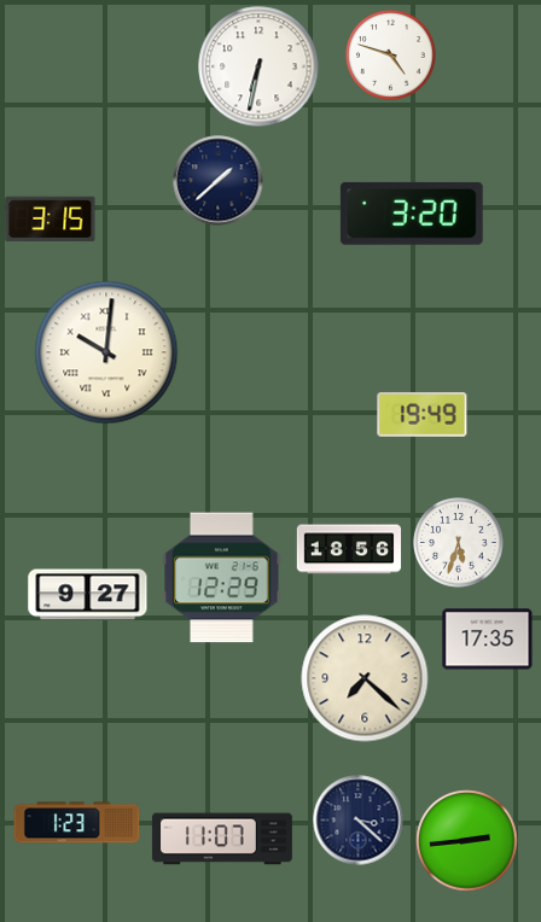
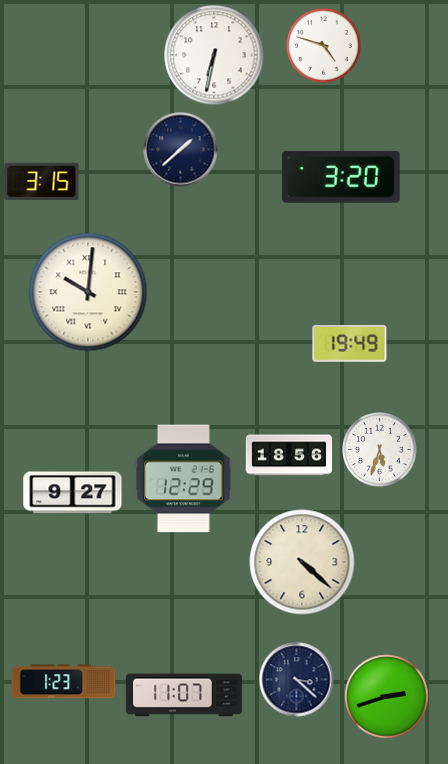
clock at (488, 640): 17:35 -> none
clock at (365, 678): 7:22 -> 4:22
clock at (467, 841): 2:44 -> 2:42
